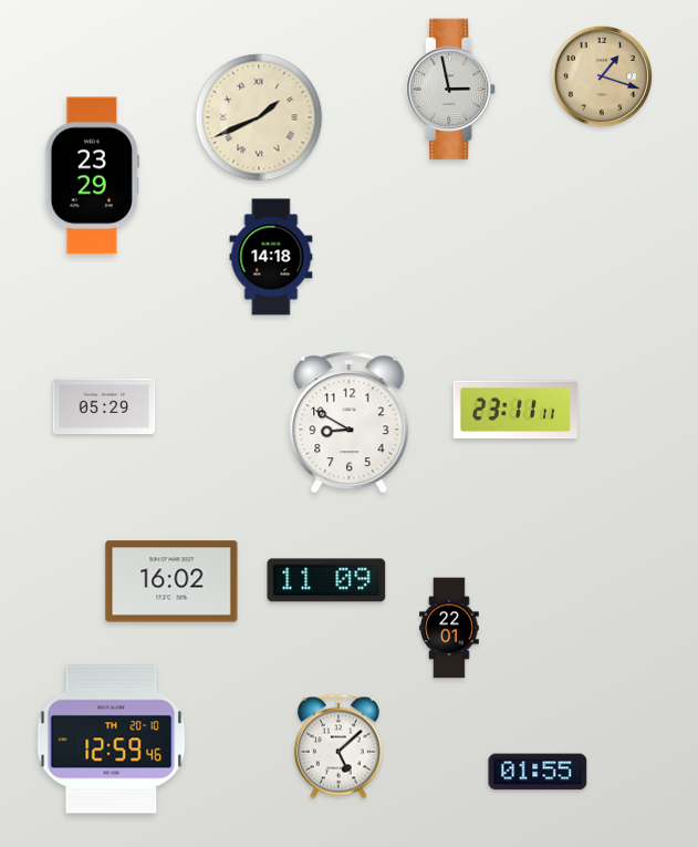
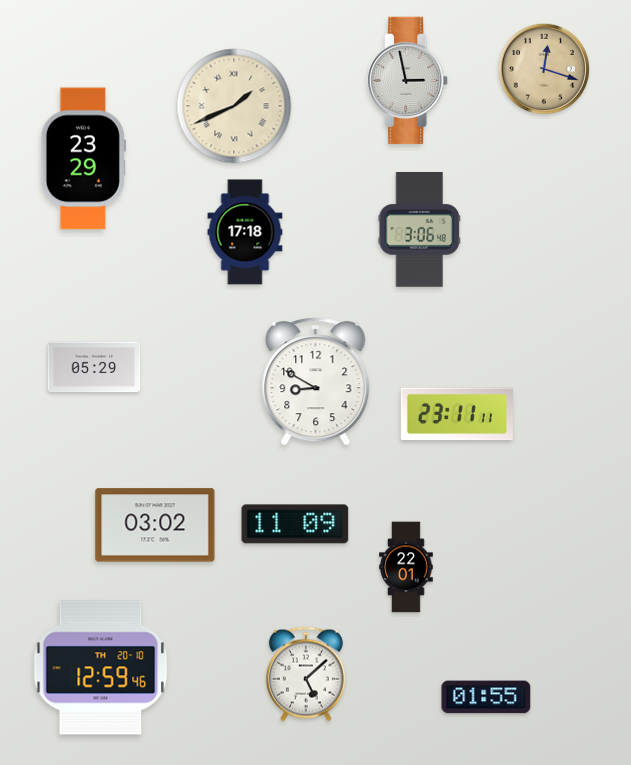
clock at (601, 75): 1:18 -> 12:18
clock at (419, 230): none -> 3:06
clock at (271, 257): 14:18 -> 17:18
clock at (515, 410) position: (515, 410) -> (457, 414)
clock at (171, 581): 16:02 -> 03:02
